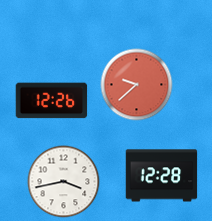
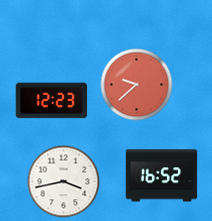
clock at (52, 101): 12:26 -> 12:23
clock at (162, 176): 12:28 -> 16:52
